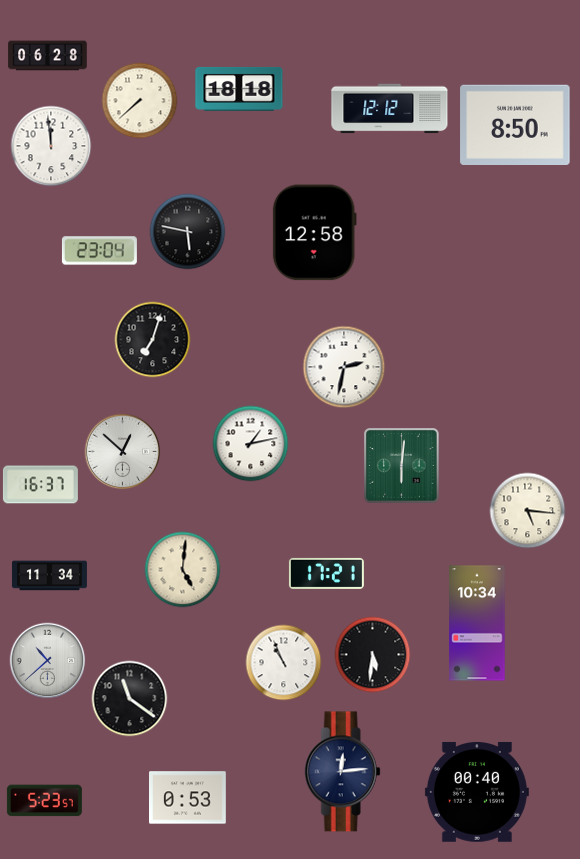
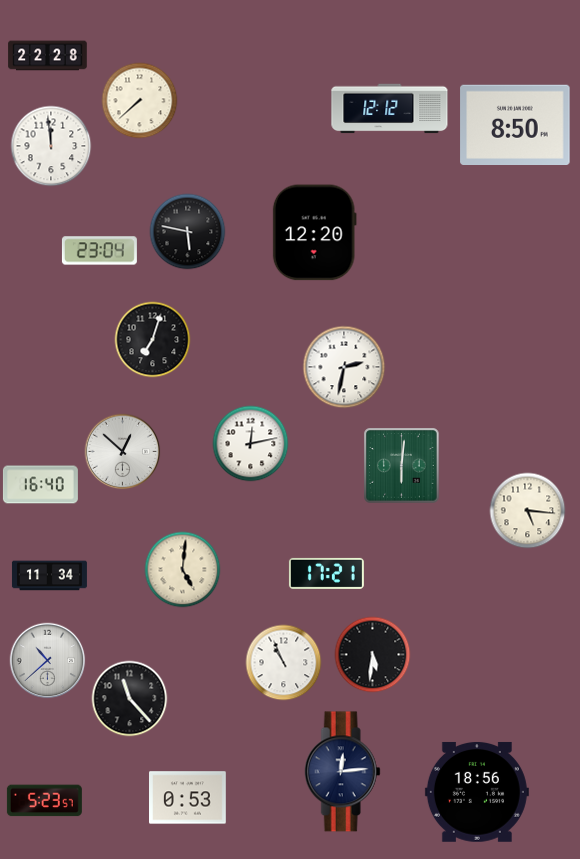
clock at (48, 56): 06:28 -> 22:28
clock at (239, 89): 18:18 -> none
clock at (314, 233): 12:58 -> 12:20
clock at (251, 444): 1:13 -> 12:13
clock at (40, 485): 16:37 -> 16:40
clock at (477, 623): 10:34 -> none
clock at (130, 699): 11:21 -> 11:23
clock at (477, 792): 00:40 -> 18:56
